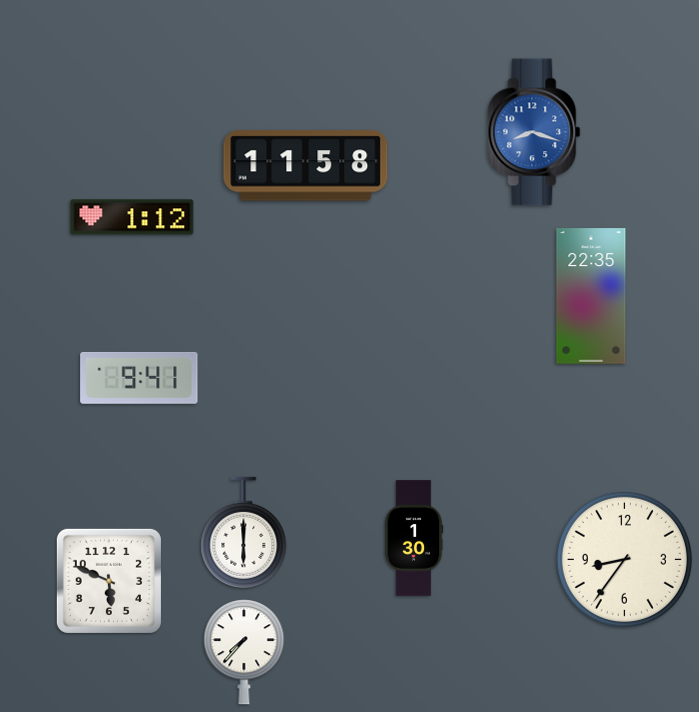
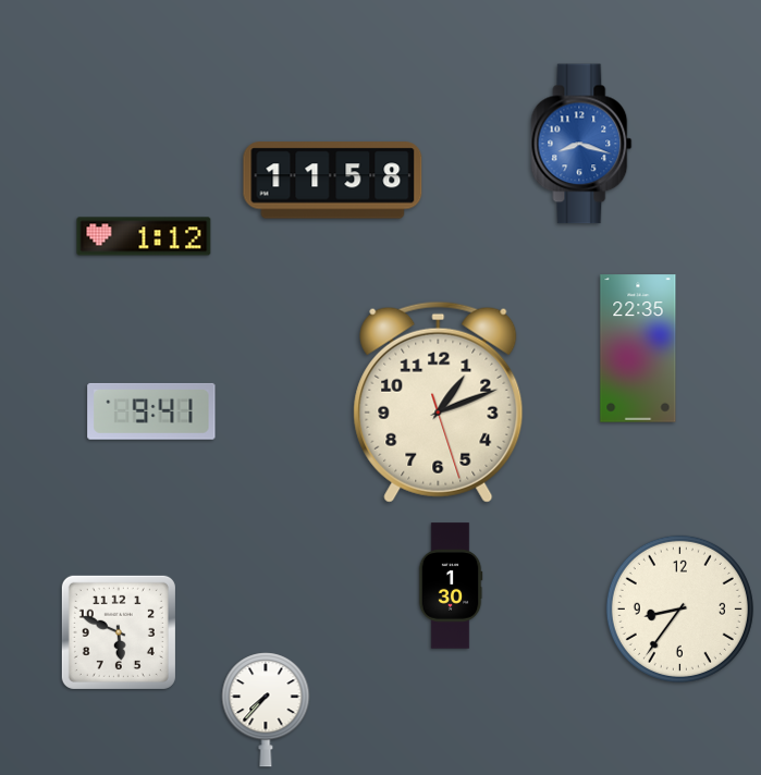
clock at (591, 296) position: (591, 296) -> (638, 348)
clock at (439, 402): none -> 1:11
clock at (244, 533): 6:00 -> none
